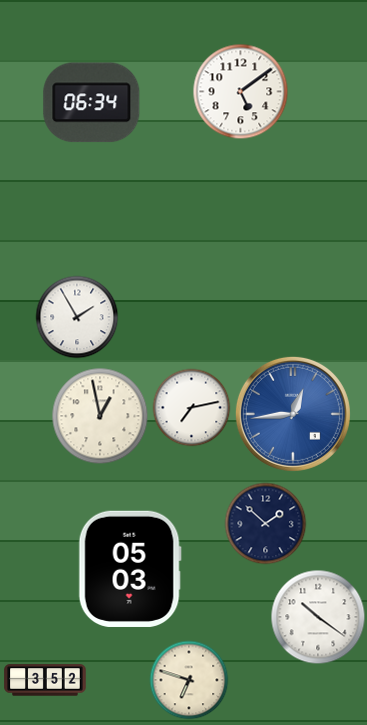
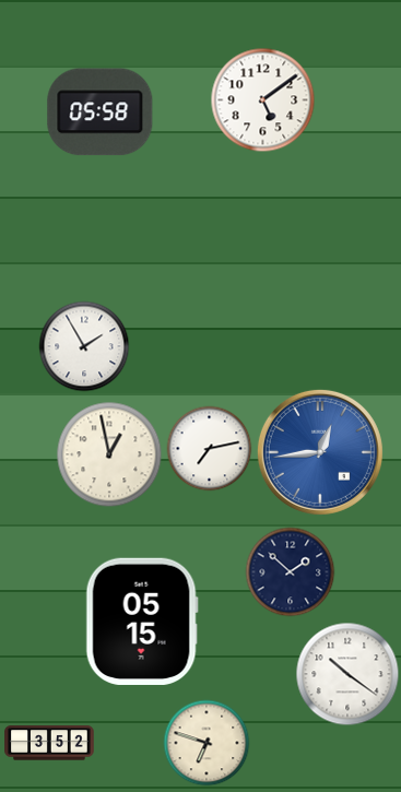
clock at (92, 103): 06:34 -> 05:58
clock at (191, 407) position: (191, 407) -> (209, 448)
clock at (130, 569): 05:03 -> 05:15
